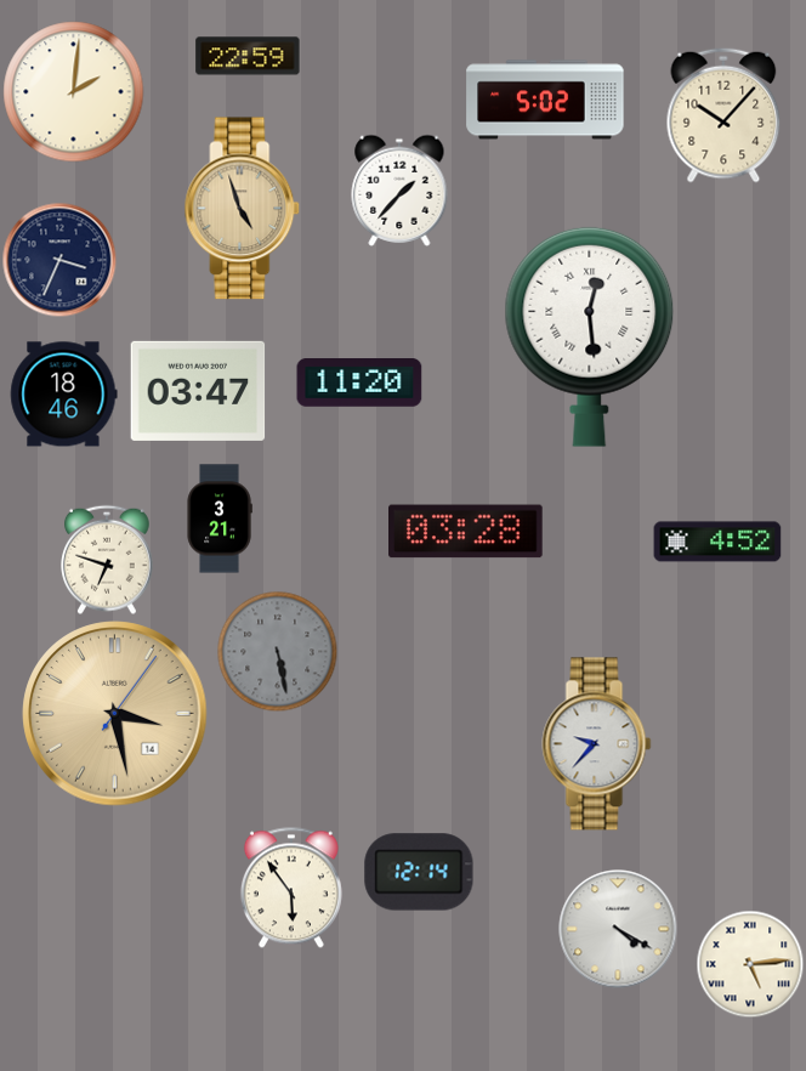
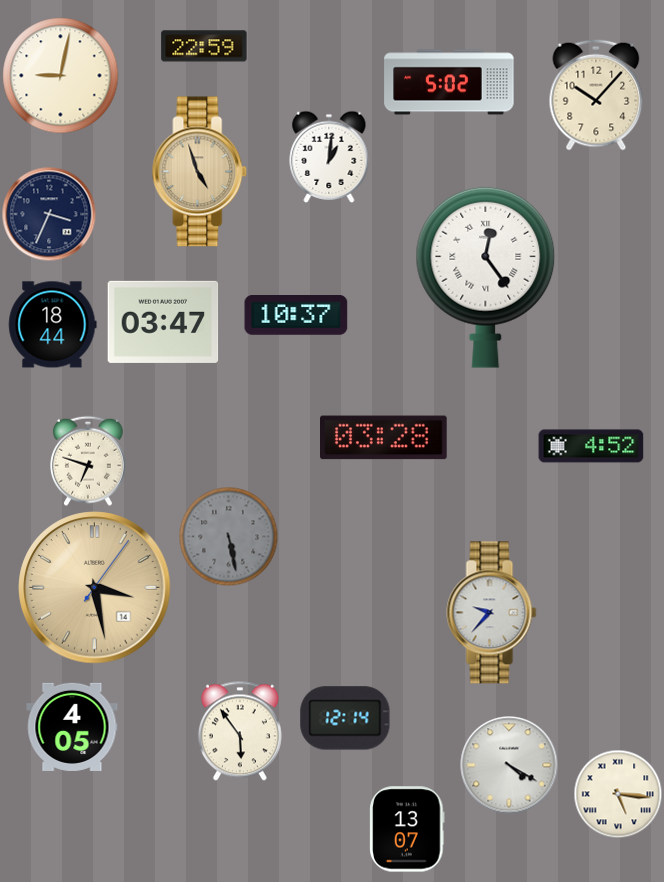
clock at (74, 92): 2:01 -> 9:02
clock at (399, 191): 1:37 -> 1:01
clock at (590, 336): 12:29 -> 12:24
clock at (359, 384): 11:20 -> 10:37
clock at (64, 395): 18:46 -> 18:44
clock at (220, 518): 3:21 -> none
clock at (72, 727): none -> 4:05
clock at (750, 964): 5:14 -> 5:16
clock at (407, 829): none -> 13:07
